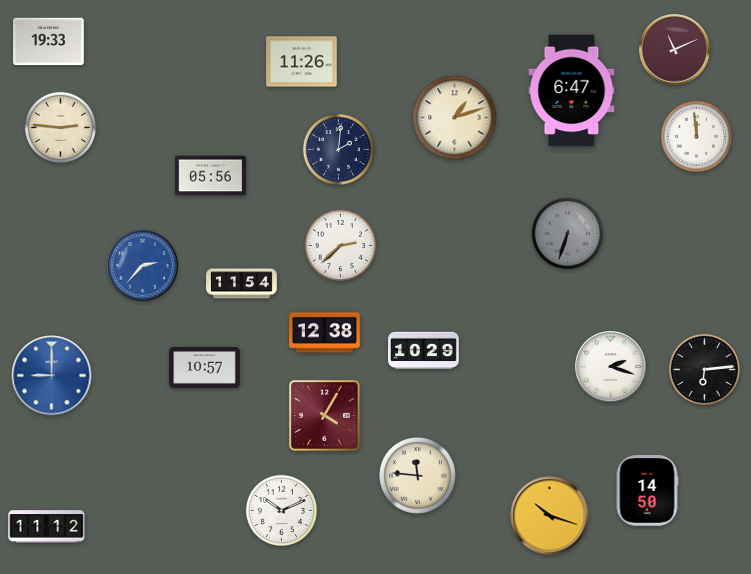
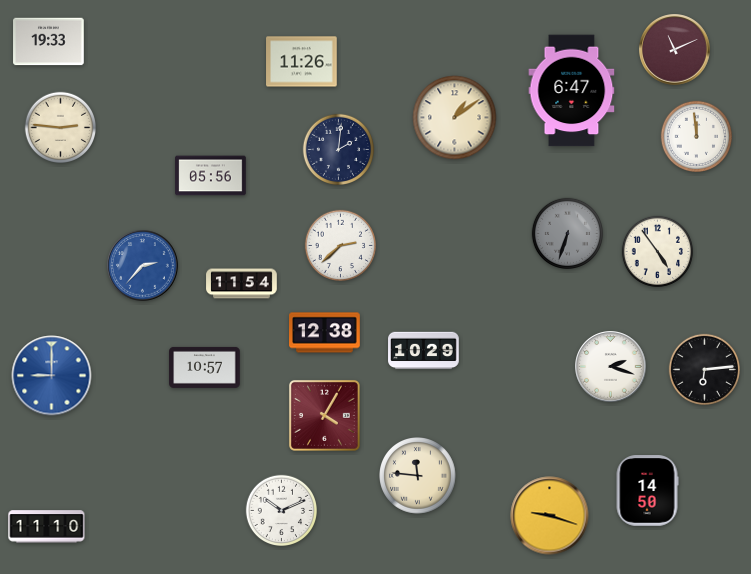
clock at (455, 118): 1:12 -> 1:09
clock at (657, 251): none -> 4:54
clock at (550, 516): 10:18 -> 9:18
clock at (47, 527): 11:12 -> 11:10
